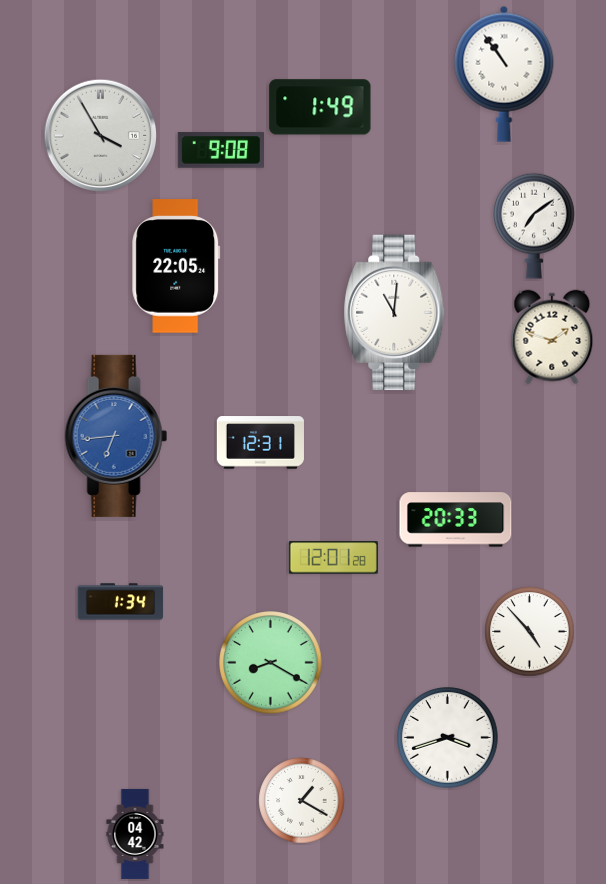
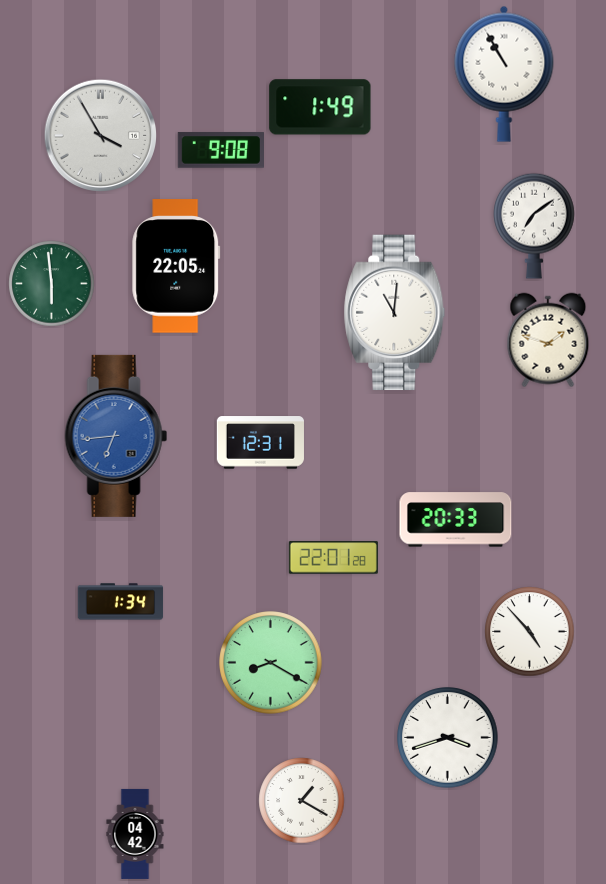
clock at (504, 74): 10:54 -> 10:55
clock at (52, 284): none -> 5:59
clock at (552, 337) position: (552, 337) -> (548, 340)
clock at (333, 558): 12:01 -> 22:01
